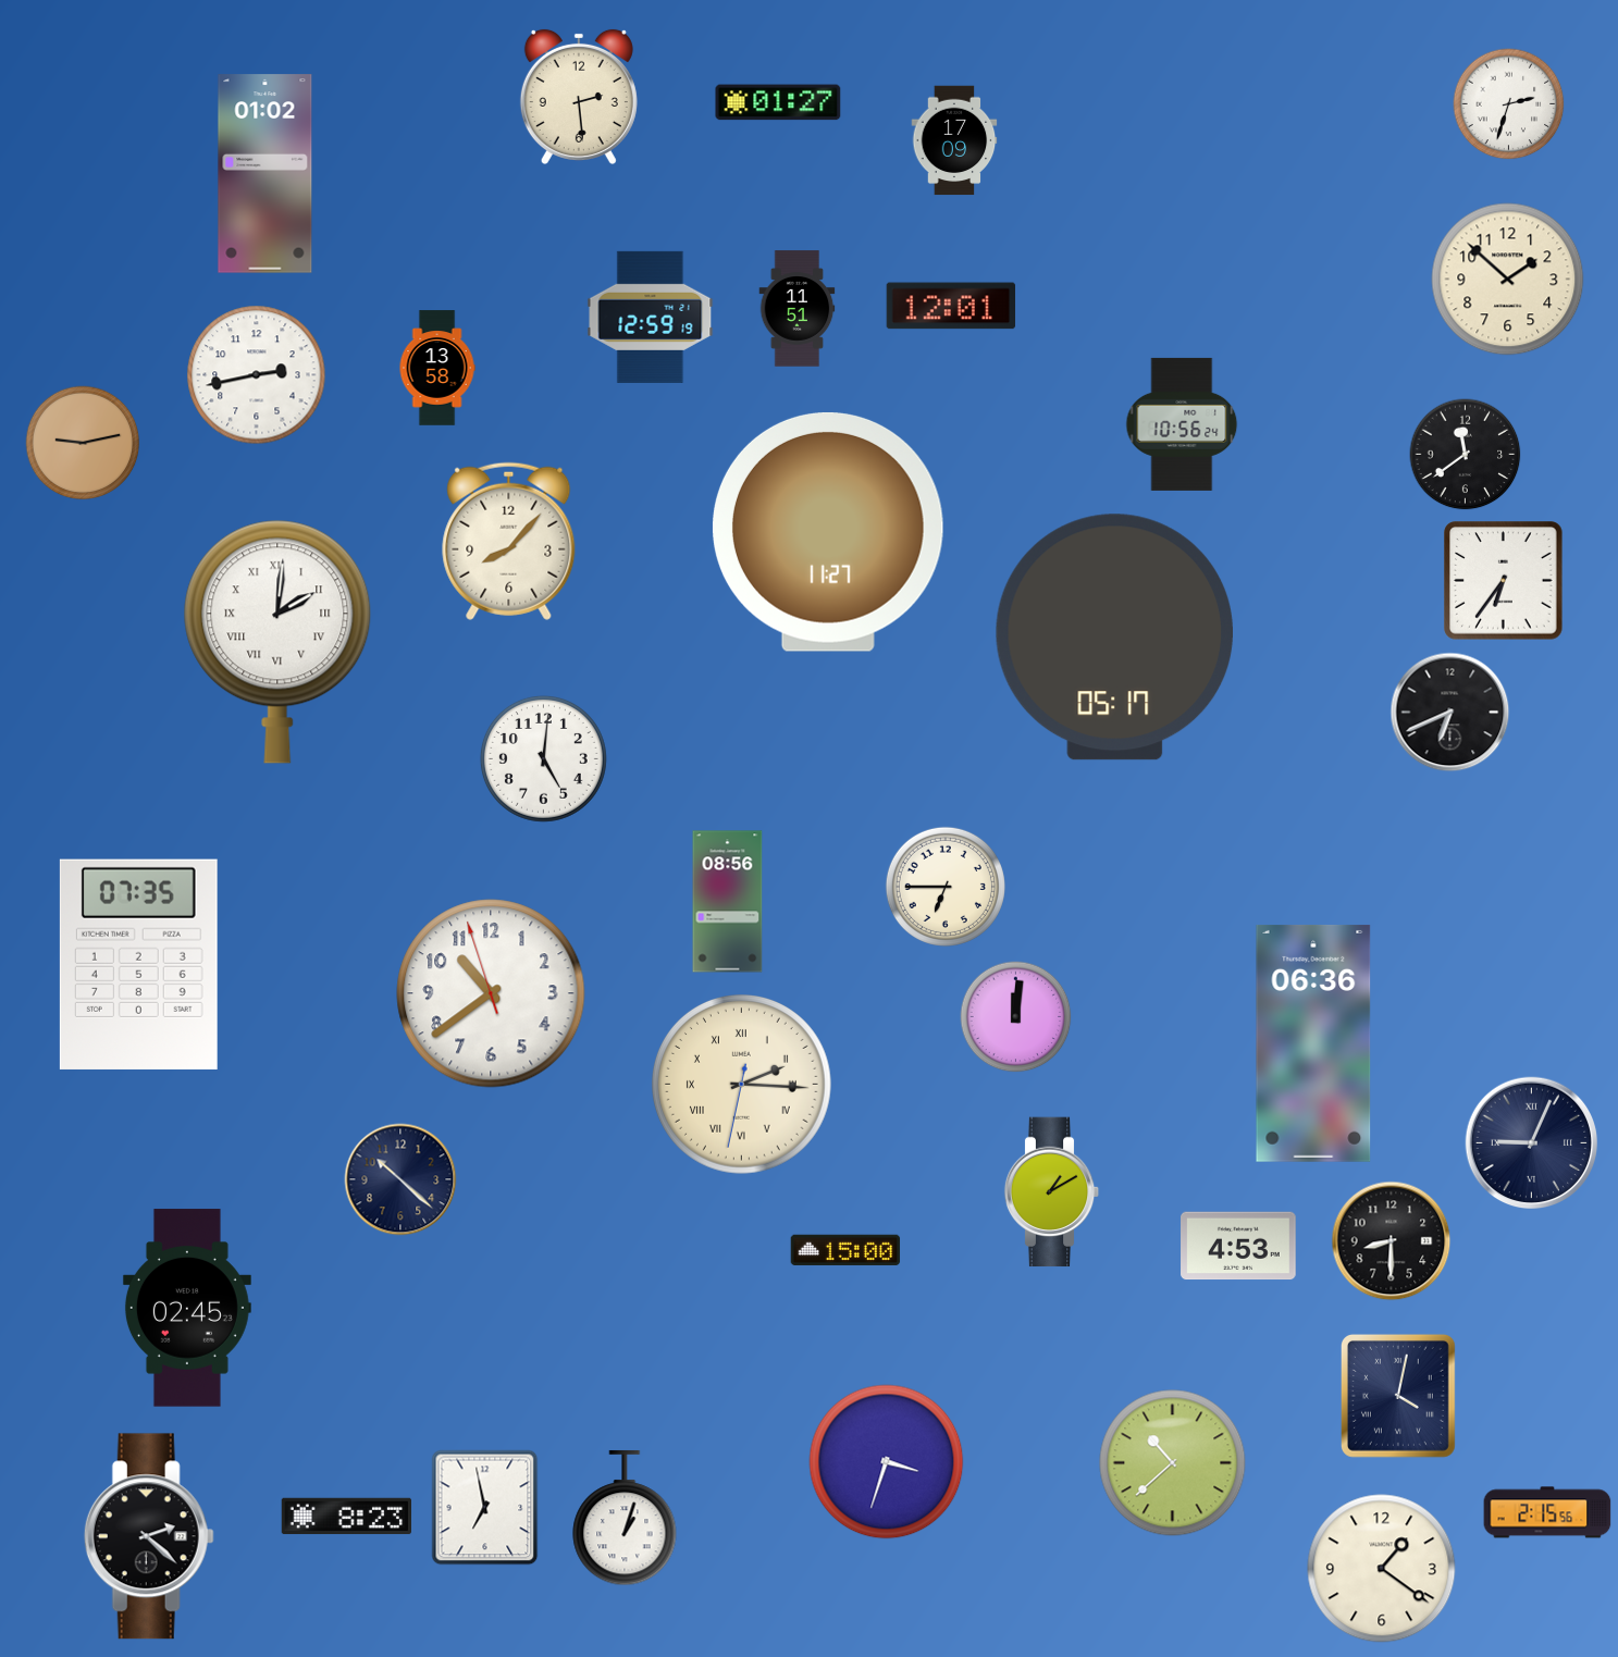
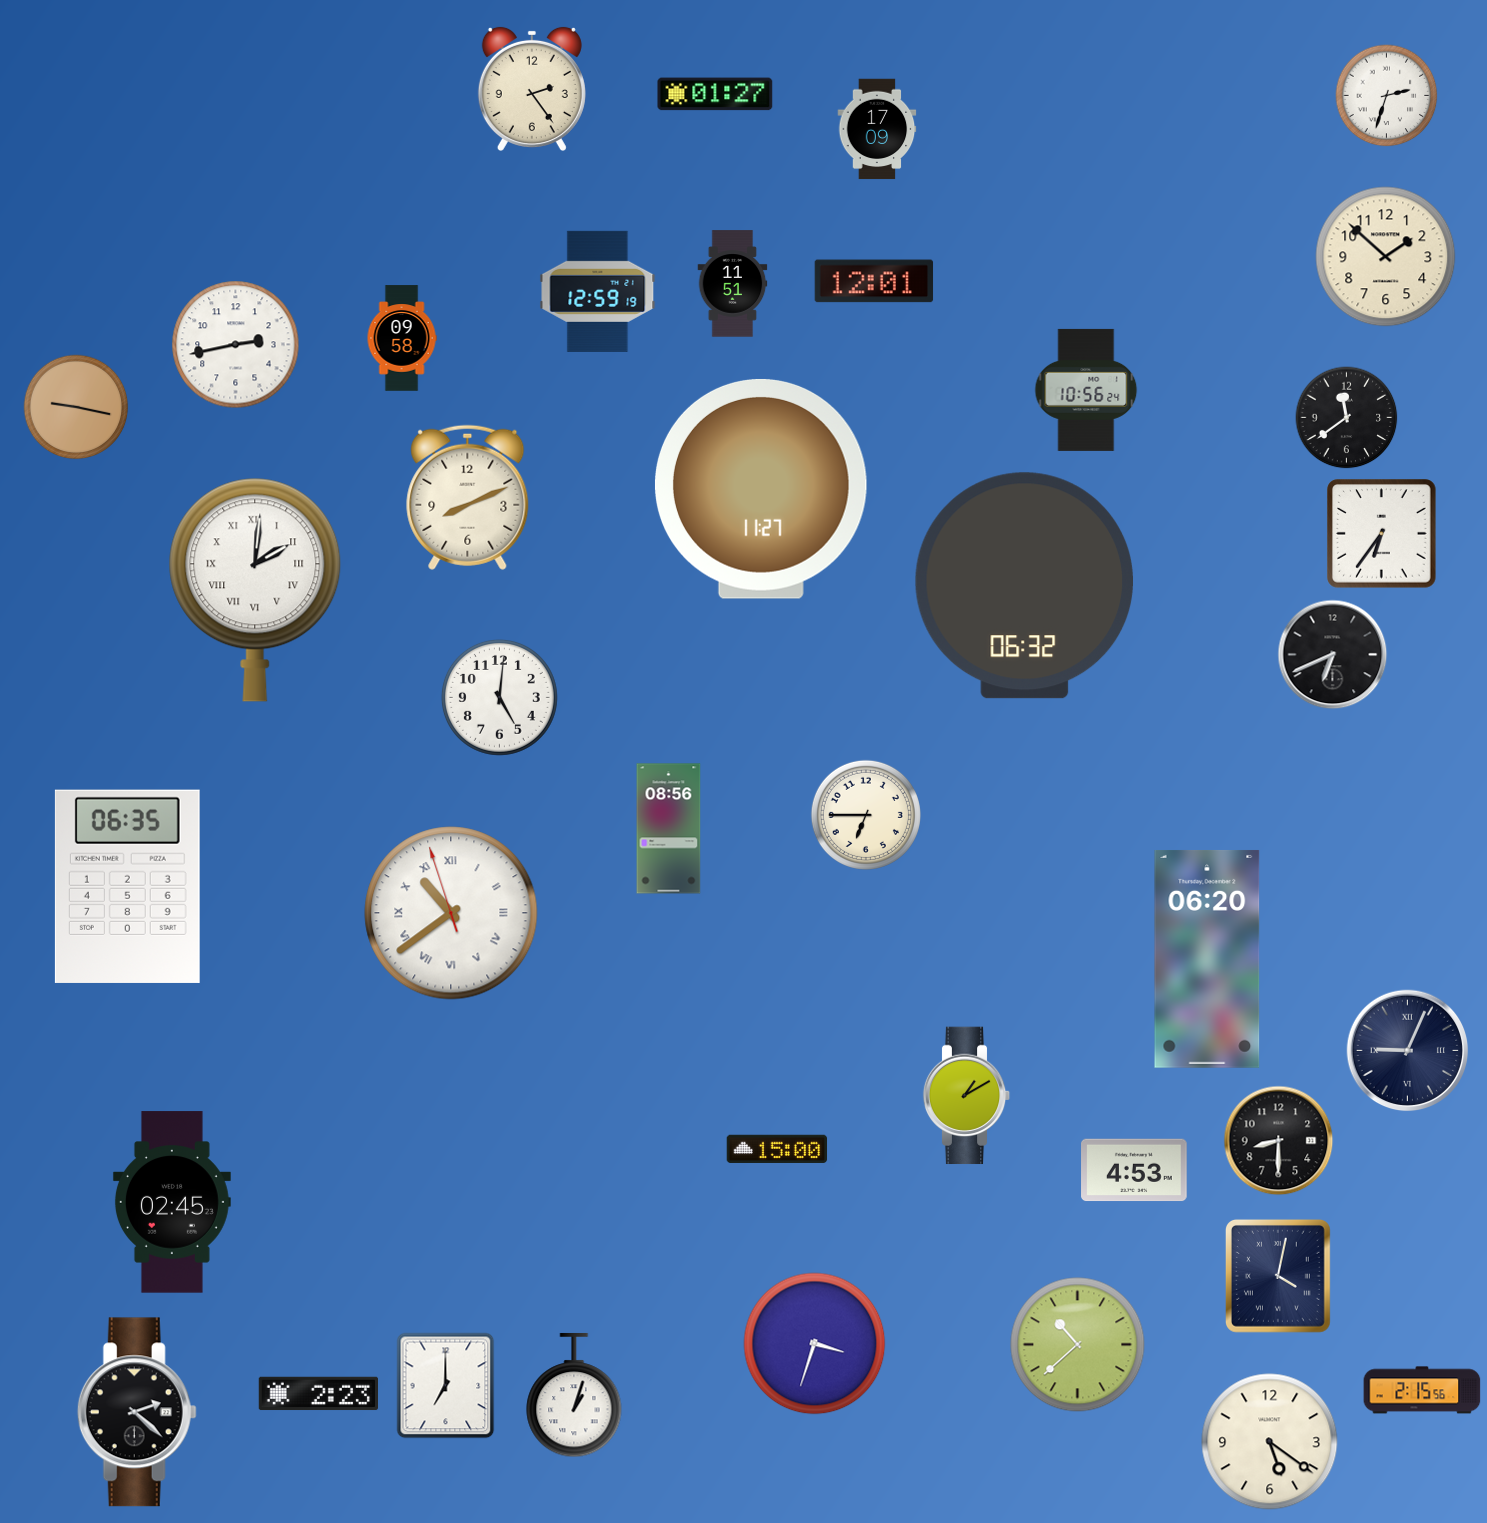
clock at (579, 97): 2:29 -> 2:24
clock at (265, 174): 01:02 -> none
clock at (437, 368): 13:58 -> 09:58
clock at (83, 443): 9:13 -> 9:17
clock at (509, 541): 8:07 -> 8:11
clock at (1114, 638): 05:17 -> 06:32
clock at (946, 887) position: (946, 887) -> (866, 815)
clock at (138, 964): 07:35 -> 06:35
clock at (491, 993) numerals: Arabic -> Roman
clock at (1016, 1017): 12:01 -> none
clock at (1313, 1043): 06:36 -> 06:20
clock at (742, 1085): 2:15 -> none
clock at (400, 1179): 10:22 -> none
clock at (1238, 1246) position: (1238, 1246) -> (1134, 1170)
clock at (1398, 1396) position: (1398, 1396) -> (1278, 1276)
clock at (485, 1508): 6:58 -> 7:00
clock at (347, 1517): 8:23 -> 2:23
clock at (1382, 1569): 1:21 -> 5:21
